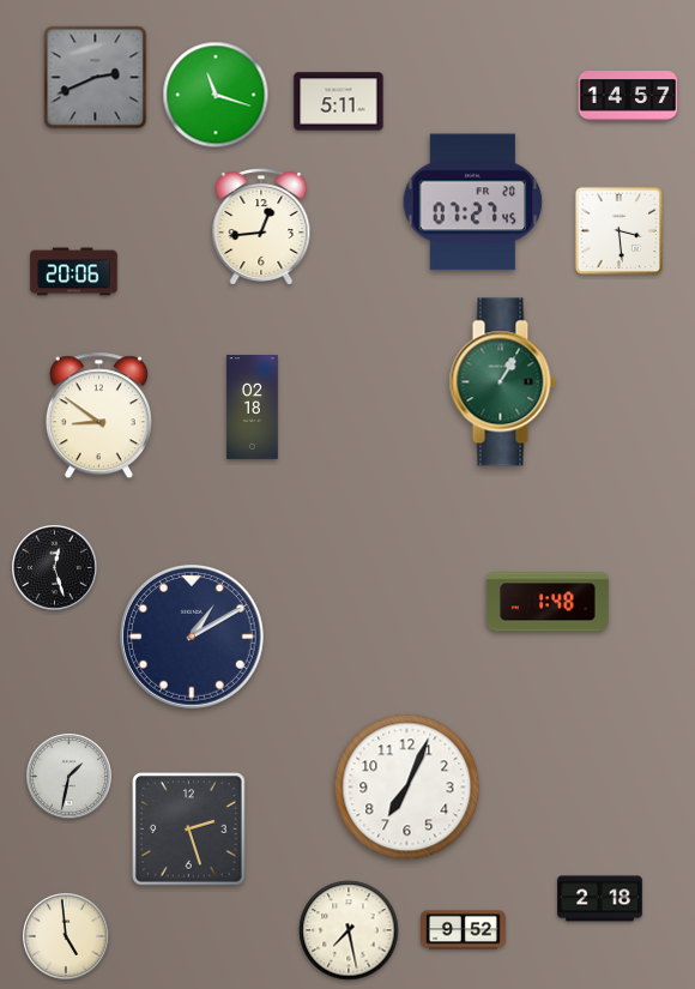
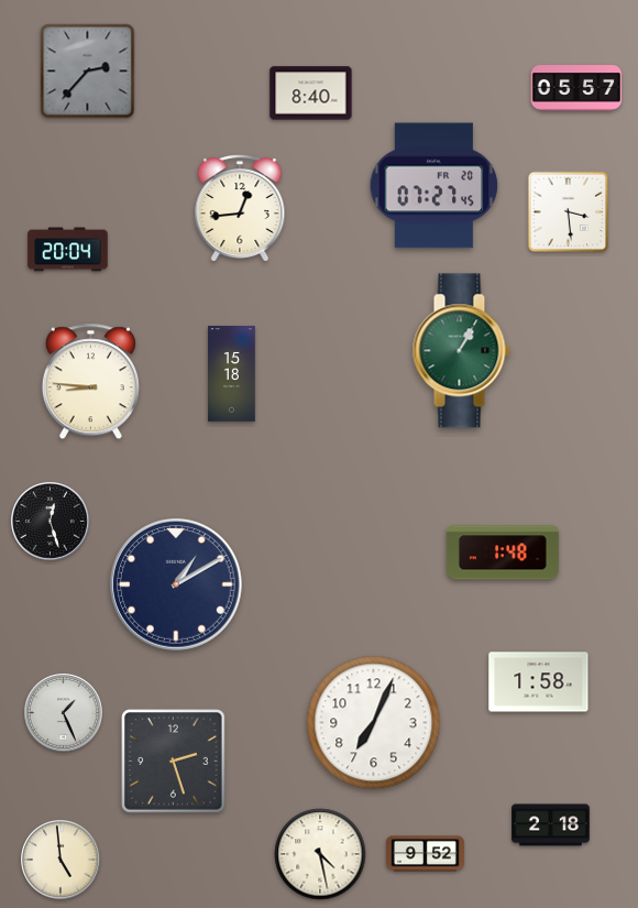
clock at (96, 78): 2:41 -> 2:37
clock at (216, 95): 11:18 -> none
clock at (628, 96): 14:57 -> 05:57
clock at (339, 102): 5:11 -> 8:40
clock at (74, 272): 20:06 -> 20:04
clock at (253, 408): 02:18 -> 15:18
clock at (98, 416): 8:51 -> 8:46
clock at (539, 682): none -> 1:58
clock at (69, 777): 1:32 -> 1:26
clock at (349, 930): 7:28 -> 4:28
